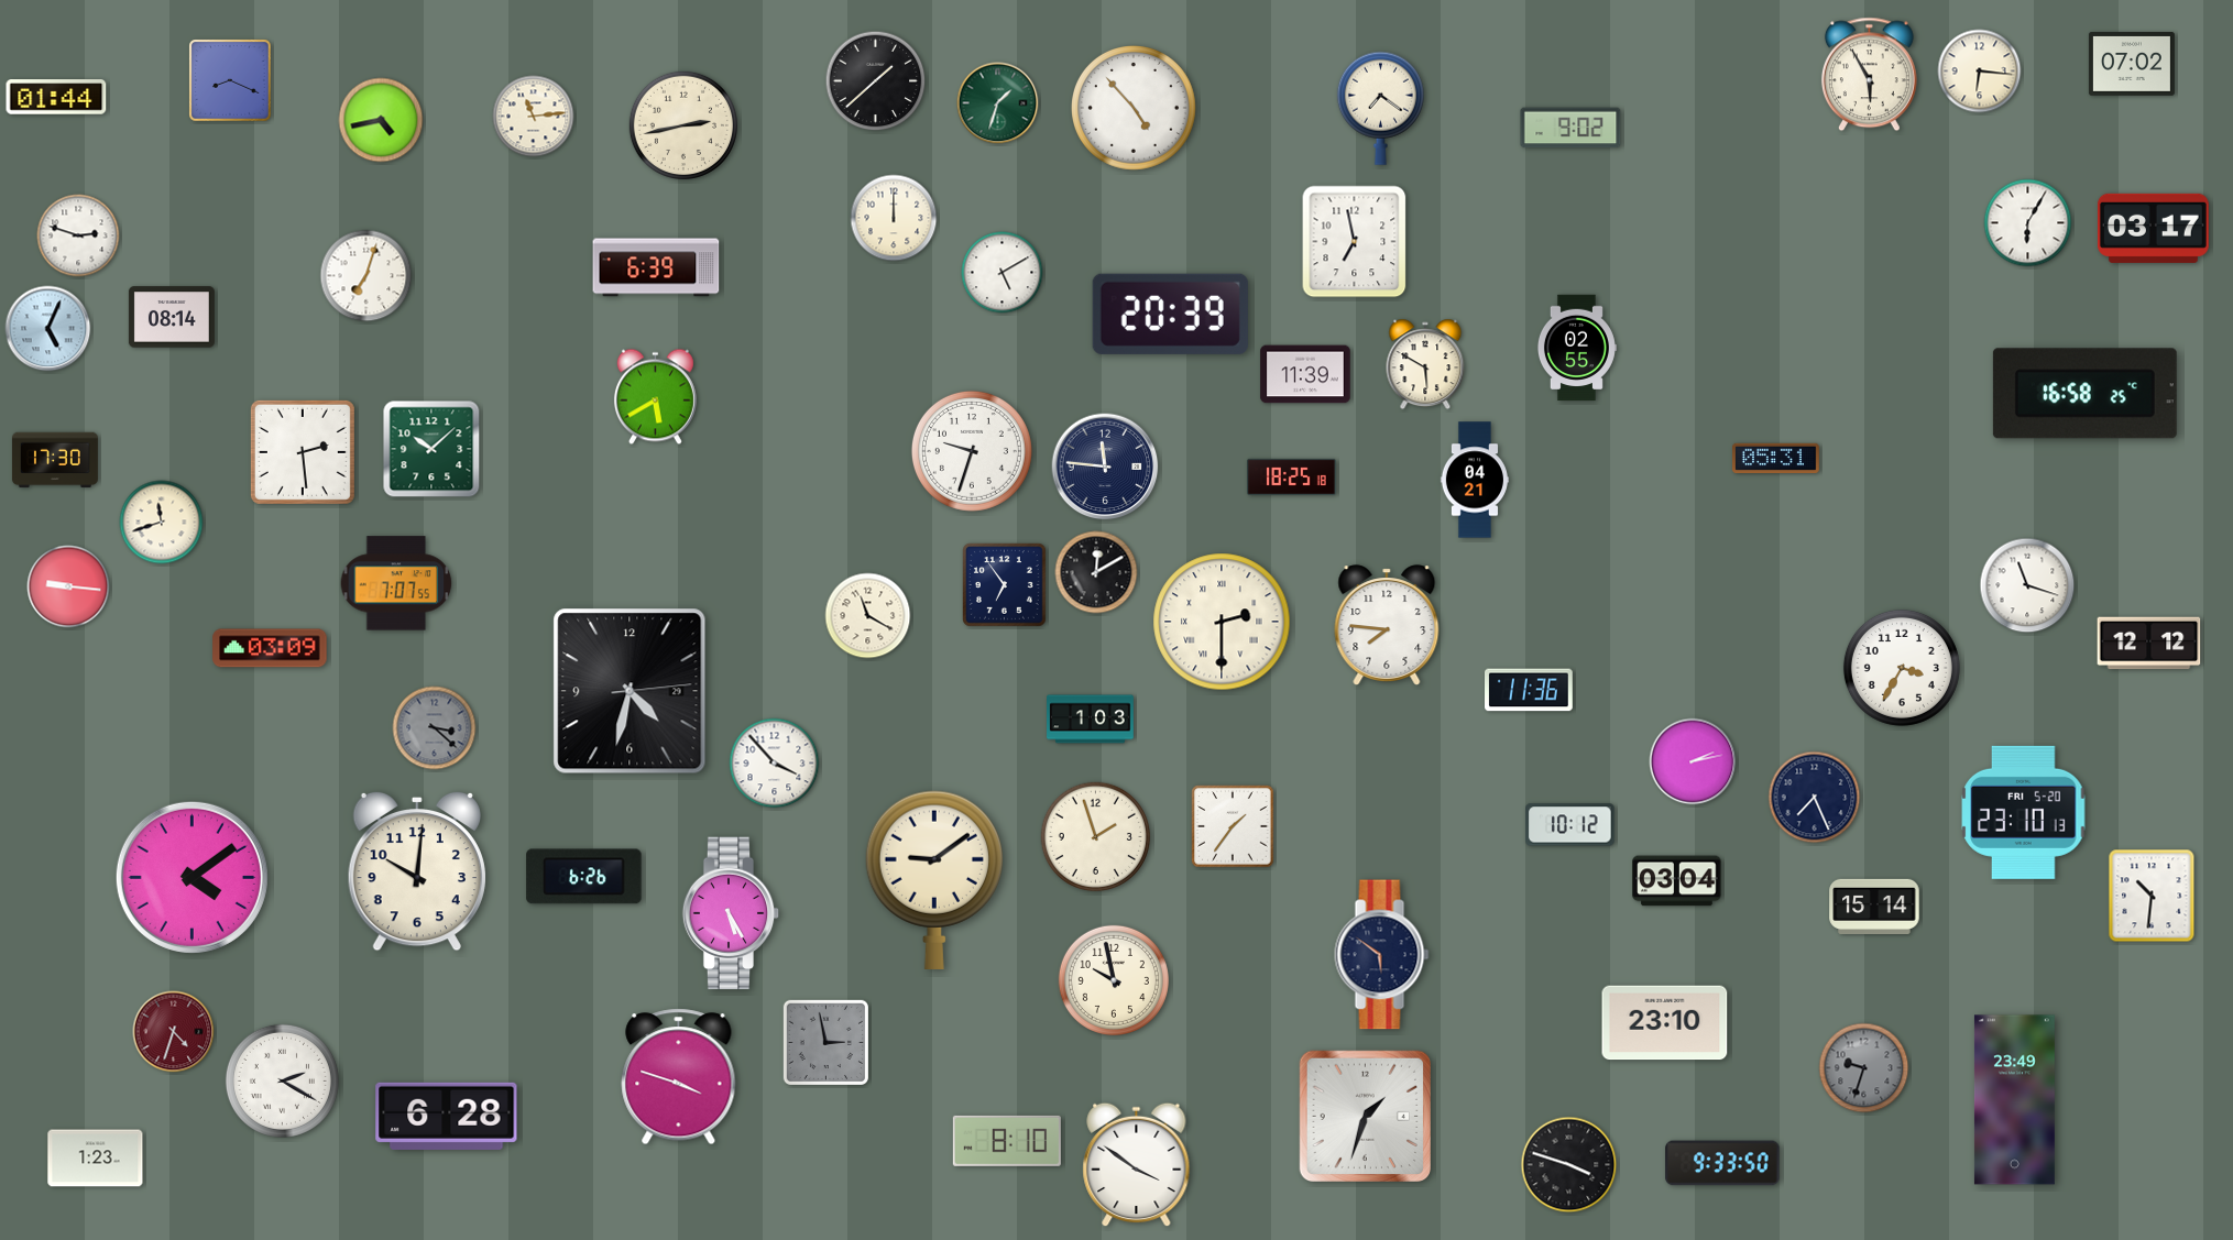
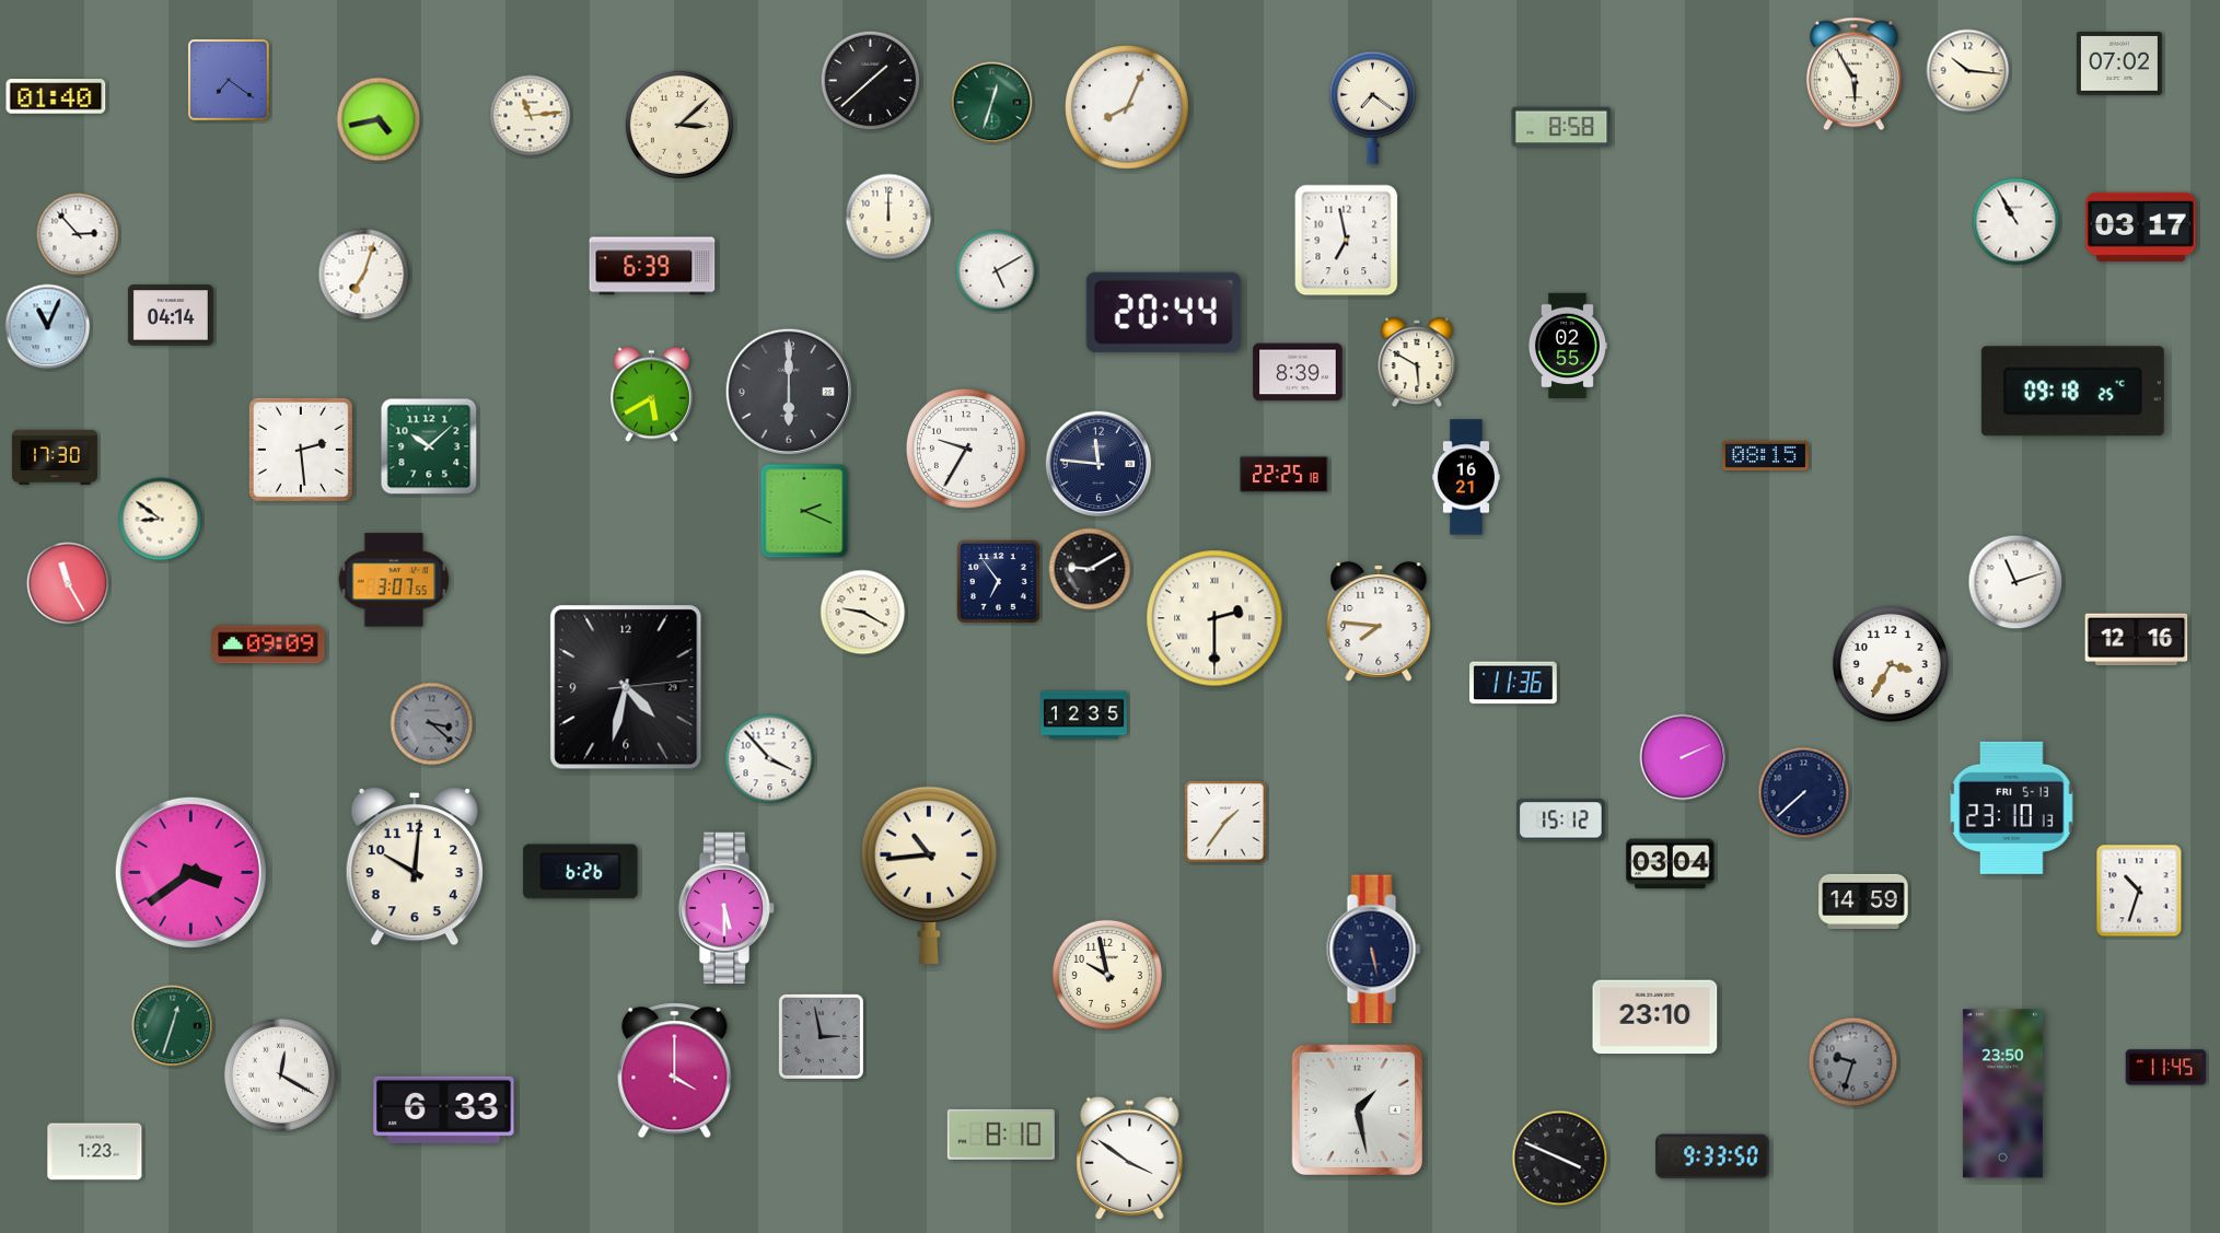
clock at (1980, 72): 6:16 -> 10:16
clock at (1869, 75) position: (1869, 75) -> (1853, 74)
clock at (230, 80): 8:19 -> 7:21
clock at (56, 97): 01:44 -> 01:40
clock at (998, 103): 1:33 -> 12:33
clock at (1135, 109): 4:53 -> 8:04
clock at (682, 124): 2:43 -> 3:08
clock at (1570, 128): 9:02 -> 8:58
clock at (2028, 223): 6:05 -> 10:55
clock at (78, 235): 2:48 -> 2:53
clock at (1170, 314): 20:39 -> 20:44
clock at (172, 317): 08:14 -> 04:14
clock at (48, 329): 5:04 -> 11:04
clock at (1305, 374): 11:39 -> 8:39
clock at (789, 392): none -> 6:00
clock at (2084, 394): 16:58 -> 09:18
clock at (972, 451): 9:33 -> 9:35
clock at (1776, 458): 05:31 -> 08:15
clock at (1292, 476): 18:25 -> 22:25
clock at (1475, 480): 04:21 -> 16:21
clock at (804, 511): none -> 2:19
clock at (162, 523): 11:42 -> 8:51
clock at (1096, 572): 12:10 -> 9:10
clock at (396, 583): 7:07 -> 3:07
clock at (2027, 585): 11:18 -> 11:12
clock at (68, 586): 9:16 -> 11:25
clock at (868, 616): 11:20 -> 9:20
clock at (2149, 644): 12:12 -> 12:16
clock at (270, 648): 03:09 -> 09:09
clock at (1529, 690) position: (1529, 690) -> (1513, 683)
clock at (1091, 720): 1:03 -> 12:35
clock at (1693, 761): 2:13 -> 2:11
clock at (1815, 798): 7:26 -> 7:38
clock at (2024, 812) date: FRI 5-20 -> FRI 5-13
clock at (1570, 825): 10:12 -> 15:12
clock at (1095, 836): 1:57 -> none
clock at (191, 877): 4:09 -> 3:39
clock at (934, 880): 9:09 -> 10:44
clock at (1677, 881) position: (1677, 881) -> (1671, 864)
clock at (2152, 896): 10:31 -> 10:33
clock at (1874, 906): 15:14 -> 14:59
clock at (731, 913): 5:25 -> 5:30
clock at (1382, 955): 5:51 -> 5:28
clock at (174, 1032): 4:33 -> 12:33
clock at (174, 1032) dial: burgundy -> green
clock at (2166, 1068): none -> 11:45
clock at (679, 1077): 3:48 -> 4:00
clock at (282, 1080): 2:20 -> 12:20
clock at (2014, 1100): 23:49 -> 23:50
clock at (447, 1116): 6:28 -> 6:33
clock at (1365, 1116): 1:33 -> 1:28
clock at (1569, 1165): 3:48 -> 3:49
